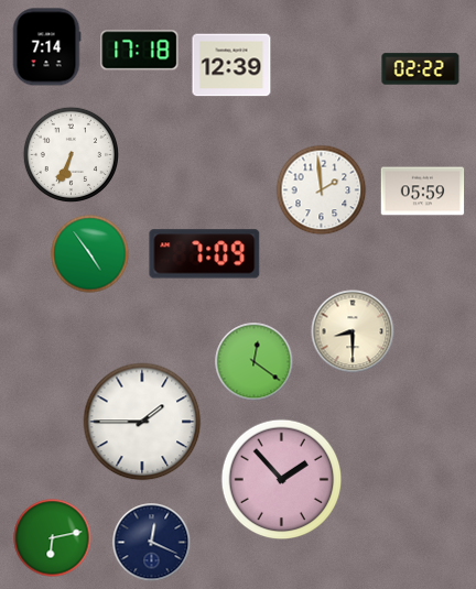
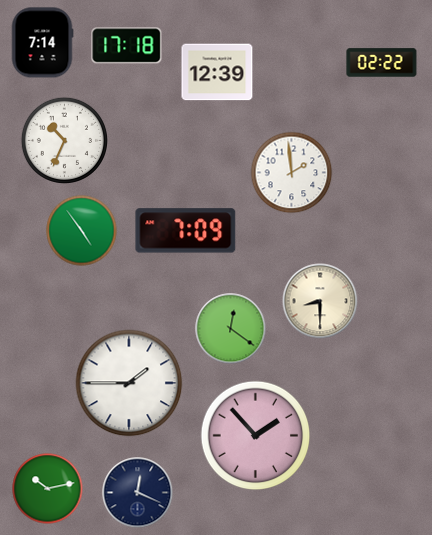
clock at (231, 65) position: (231, 65) -> (217, 72)
clock at (71, 154): 6:34 -> 10:34
clock at (423, 192): 05:59 -> none
clock at (53, 538): 6:13 -> 10:13
